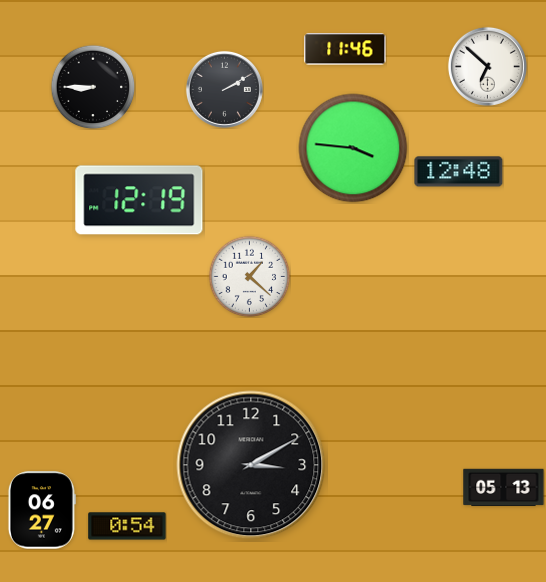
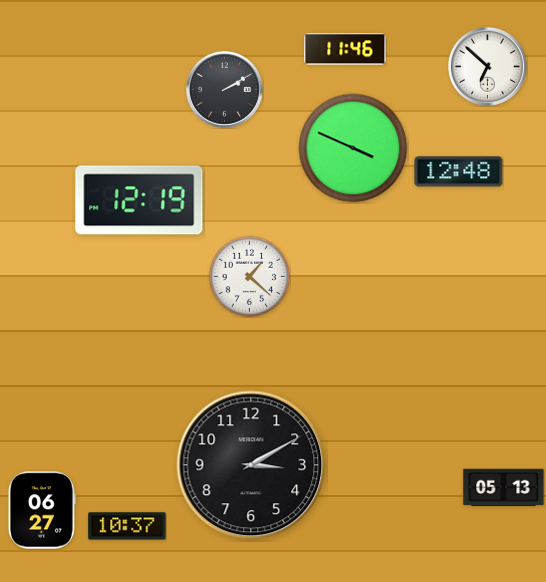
clock at (93, 87): 8:45 -> none
clock at (353, 148): 3:46 -> 3:49
clock at (127, 526): 0:54 -> 10:37
